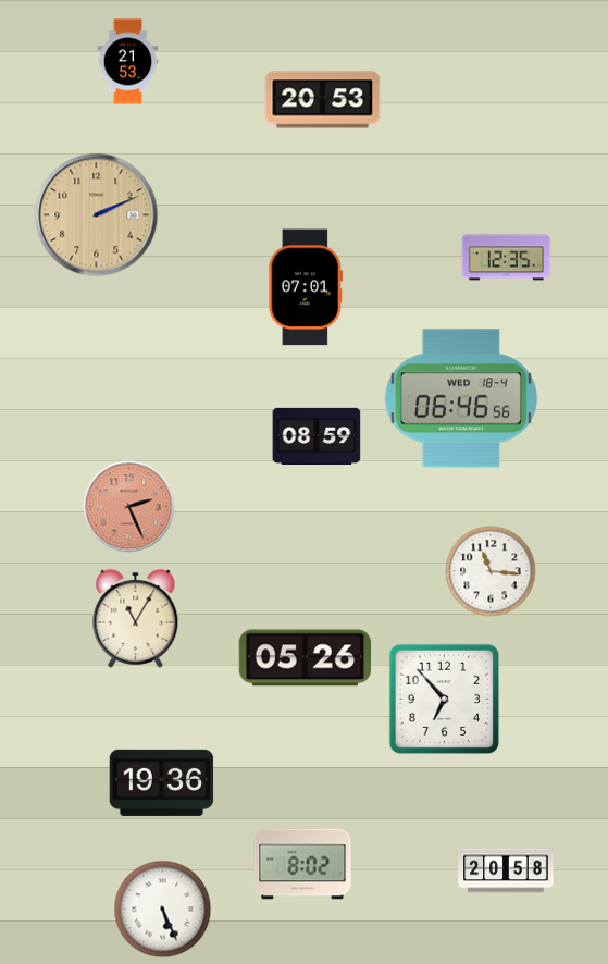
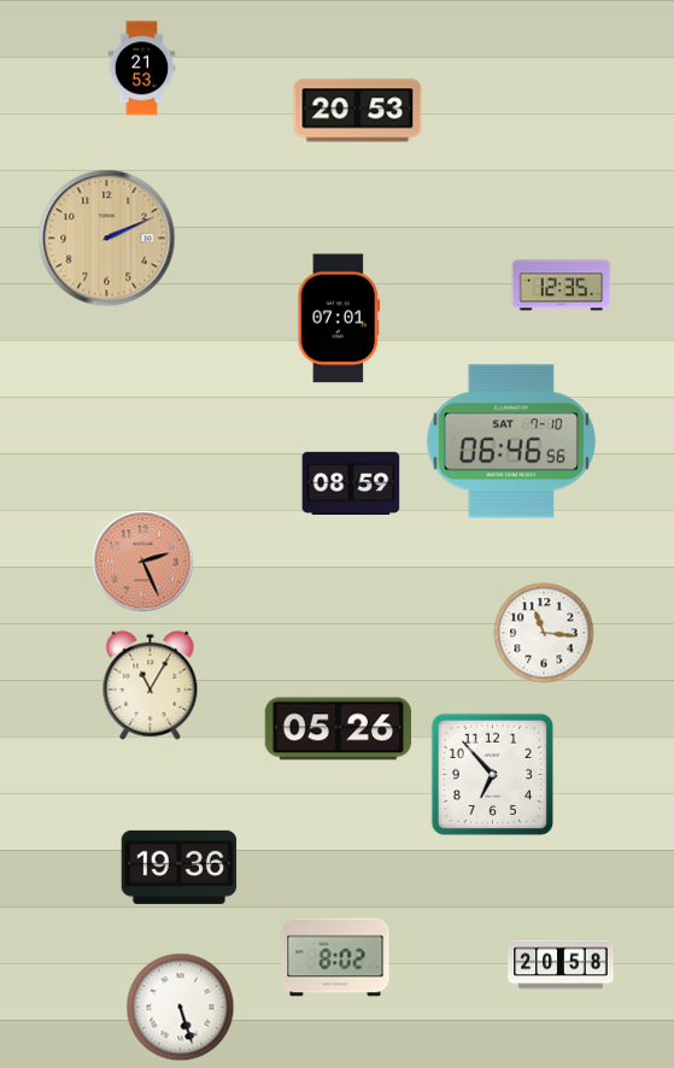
clock at (461, 398) date: WED 18-4 -> SAT 7-10
clock at (163, 910): 5:26 -> 5:27
